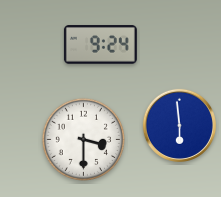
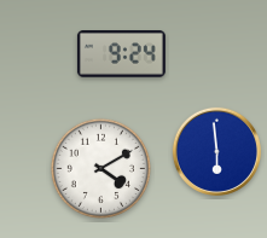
clock at (83, 139): 3:30 -> 4:10
